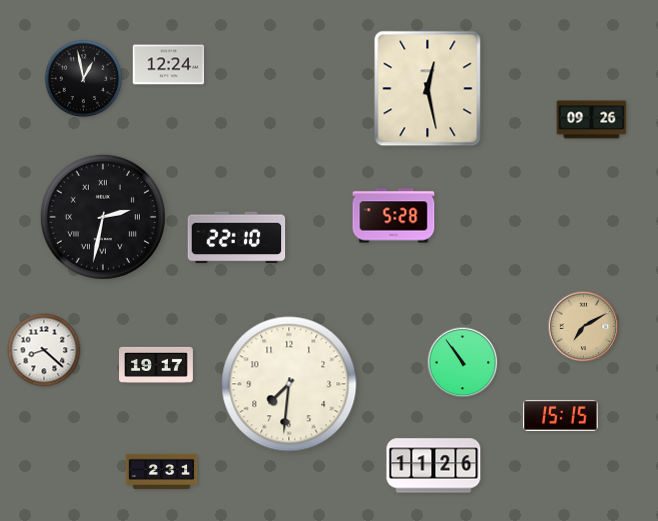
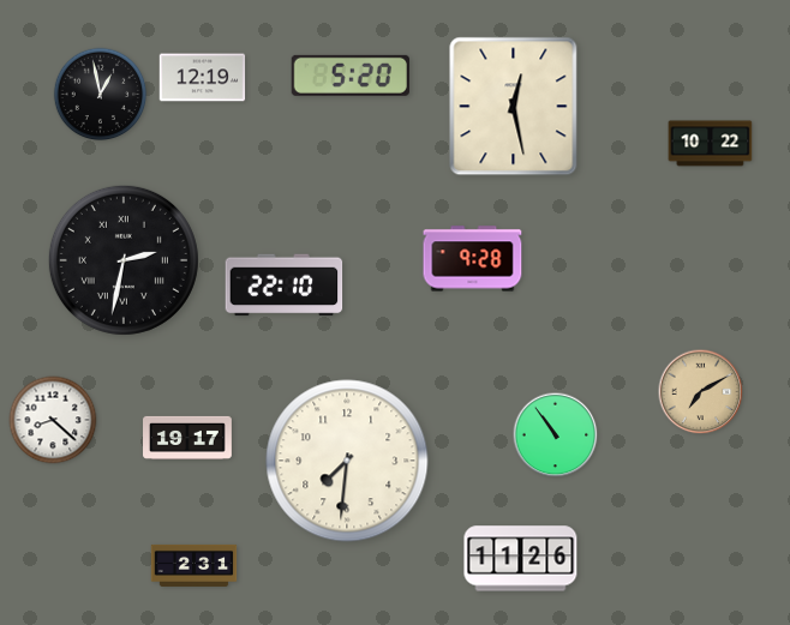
clock at (351, 76): none -> 5:20
clock at (169, 65): 12:24 -> 12:19
clock at (592, 120): 09:26 -> 10:22
clock at (394, 216): 5:28 -> 9:28
clock at (561, 415): 15:15 -> none
